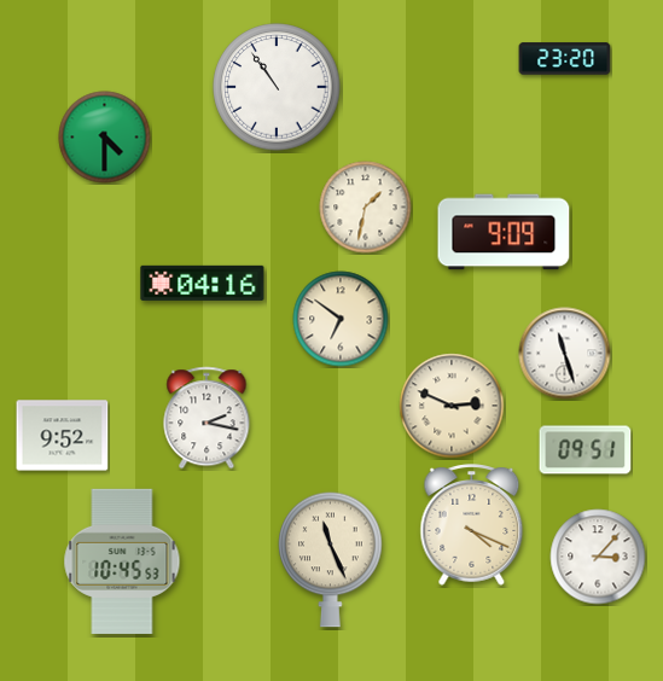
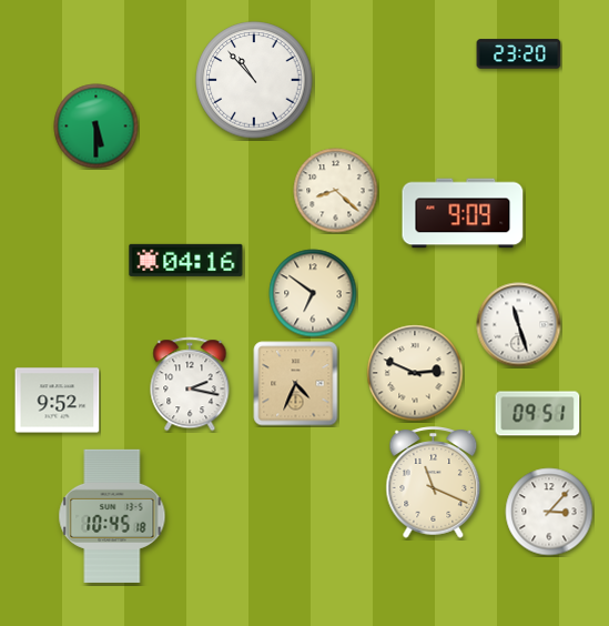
clock at (277, 87): 10:54 -> 10:53
clock at (105, 138): 4:30 -> 5:30
clock at (366, 208): 1:32 -> 8:22
clock at (296, 384): none -> 4:34
clock at (472, 525): 4:19 -> 11:19
clock at (331, 559): 11:26 -> none
clock at (122, 561): 10:45:53 -> 10:45:18
